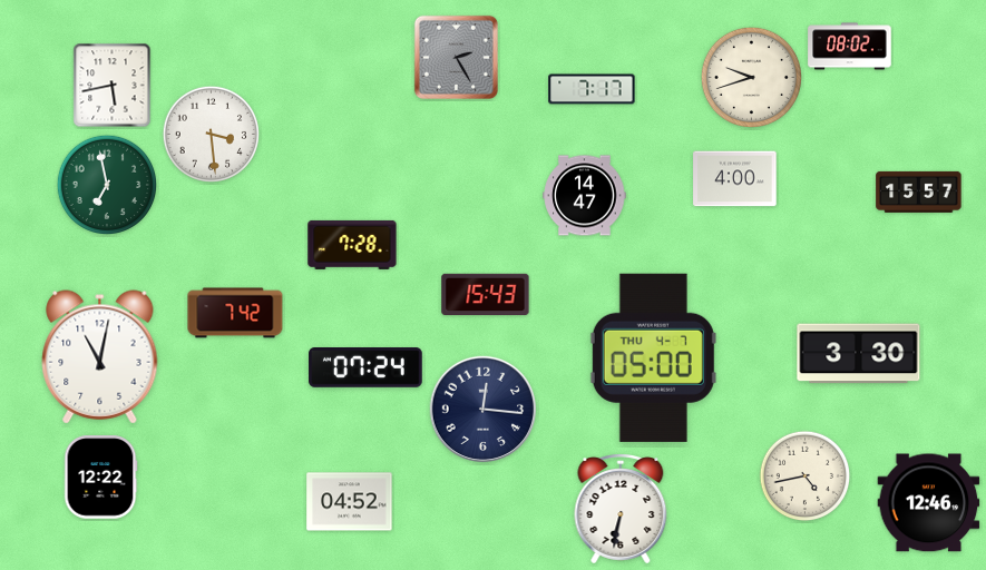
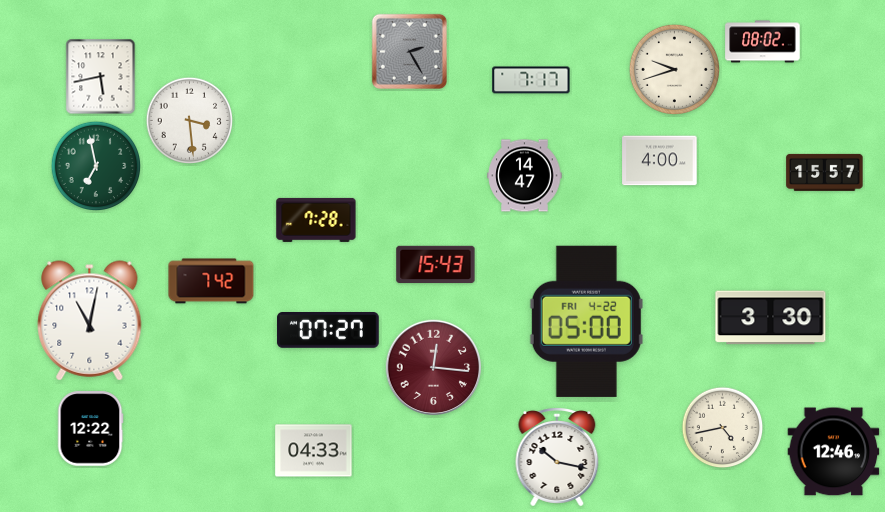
clock at (653, 357) date: THU 4-7 -> FRI 4-22
clock at (365, 367): 07:24 -> 07:27
clock at (484, 410) dial: navy -> burgundy
clock at (350, 502): 04:52 -> 04:33
clock at (621, 509): 6:32 -> 10:17
